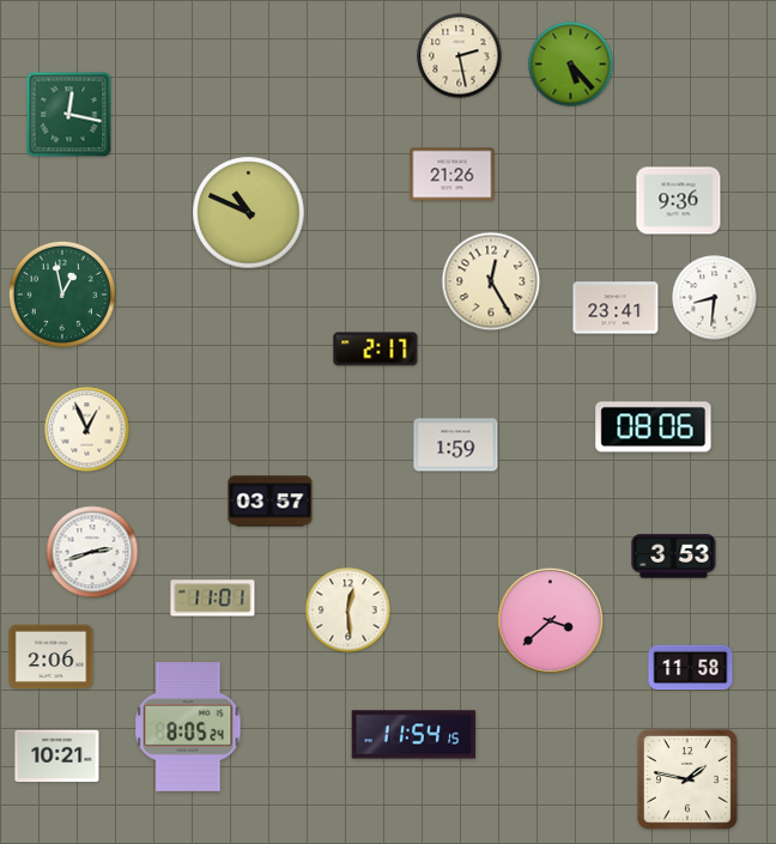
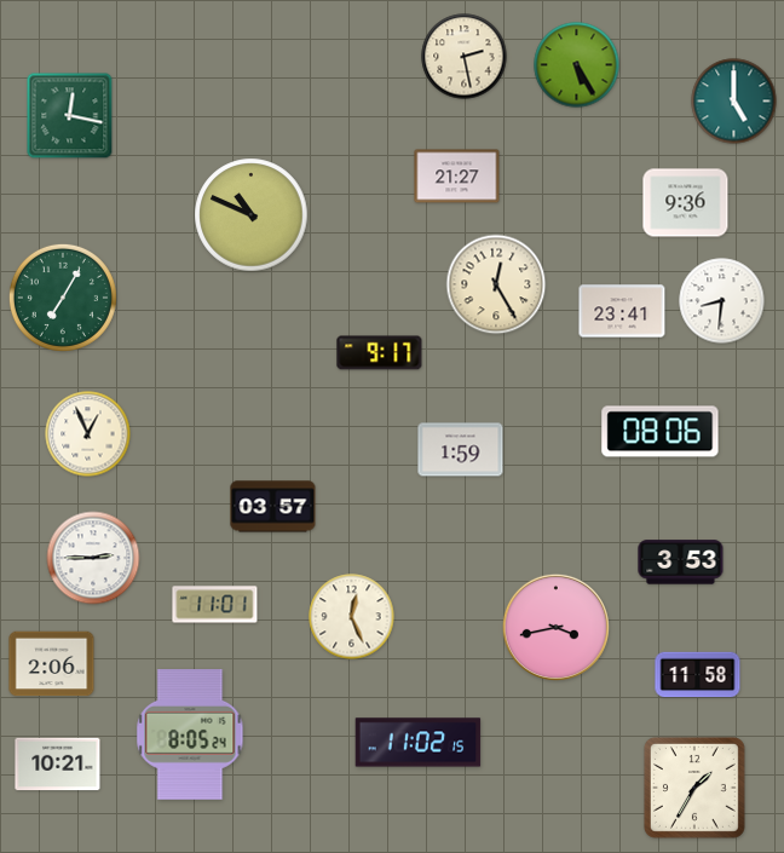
clock at (571, 65): 5:23 -> 5:25
clock at (734, 102): none -> 5:00
clock at (453, 175): 21:26 -> 21:27
clock at (62, 295): 12:58 -> 7:05
clock at (376, 350): 2:17 -> 9:17
clock at (92, 552): 2:42 -> 2:45
clock at (348, 611): 12:29 -> 12:26
clock at (550, 620): 3:38 -> 3:43
clock at (414, 735): 11:54 -> 11:02
clock at (687, 779): 1:47 -> 1:35
